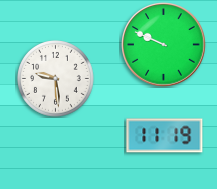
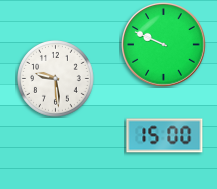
clock at (165, 136): 11:19 -> 15:00
